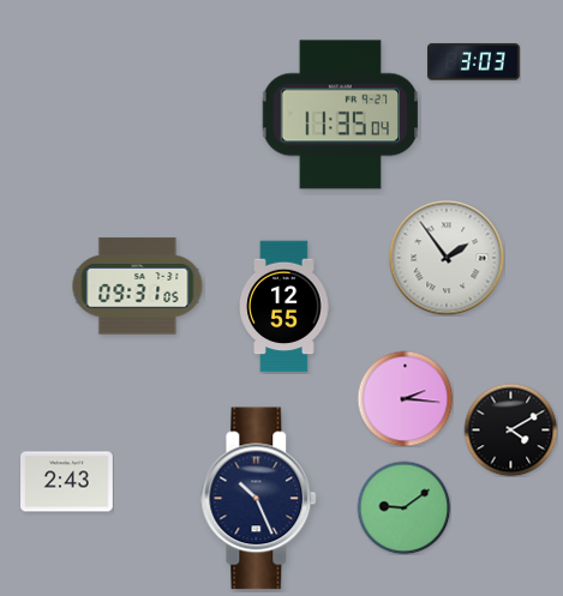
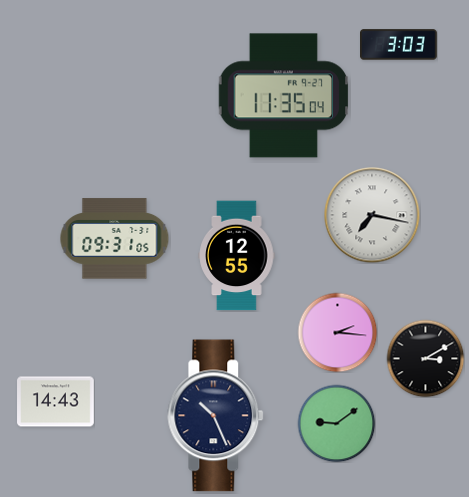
clock at (474, 62) position: (474, 62) -> (399, 45)
clock at (447, 258): 1:54 -> 7:17
clock at (510, 429): 4:10 -> 3:10
clock at (67, 482): 2:43 -> 14:43
